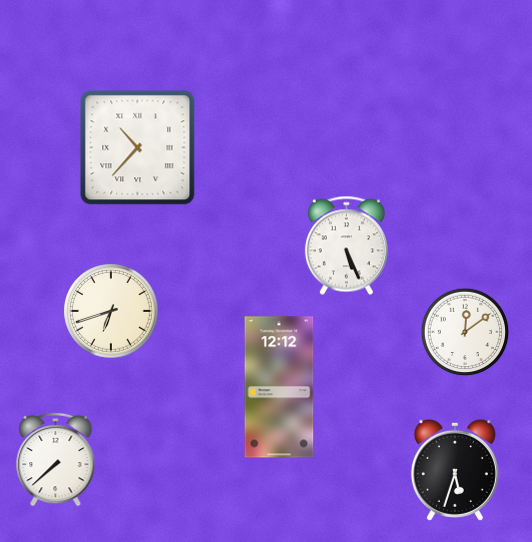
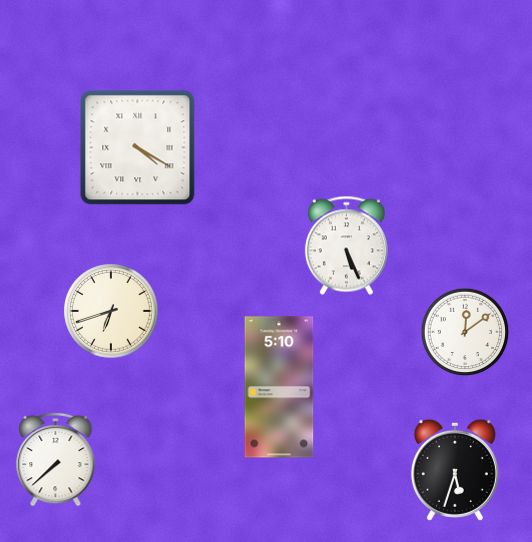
clock at (138, 148): 10:37 -> 4:20
clock at (279, 387): 12:12 -> 5:10
